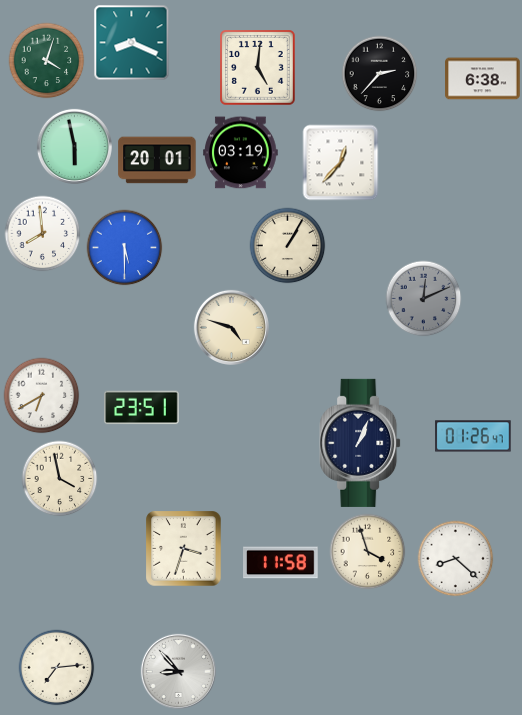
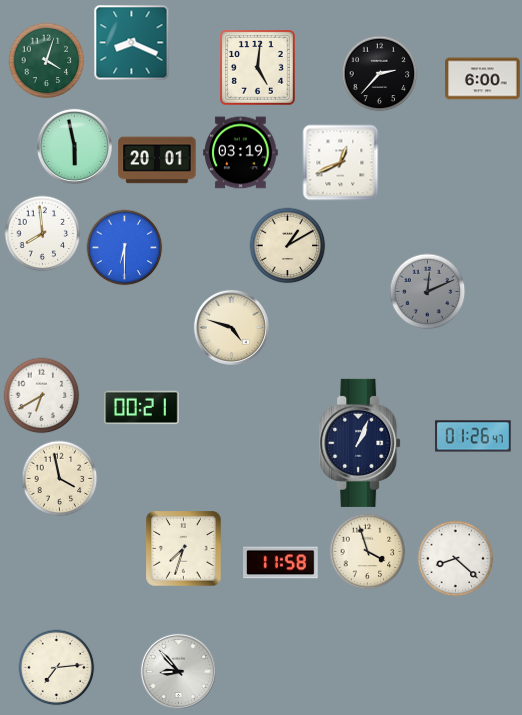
clock at (483, 79): 6:38 -> 6:00
clock at (341, 163): 12:37 -> 12:41
clock at (288, 246): 1:05 -> 1:10
clock at (125, 248): 5:30 -> 6:30
clock at (424, 299) position: (424, 299) -> (428, 292)
clock at (142, 408): 23:51 -> 00:21
clock at (184, 549): 3:33 -> 7:33
